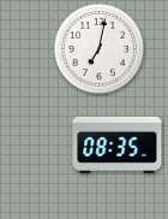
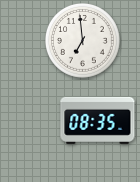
clock at (100, 49): 7:02 -> 6:59
